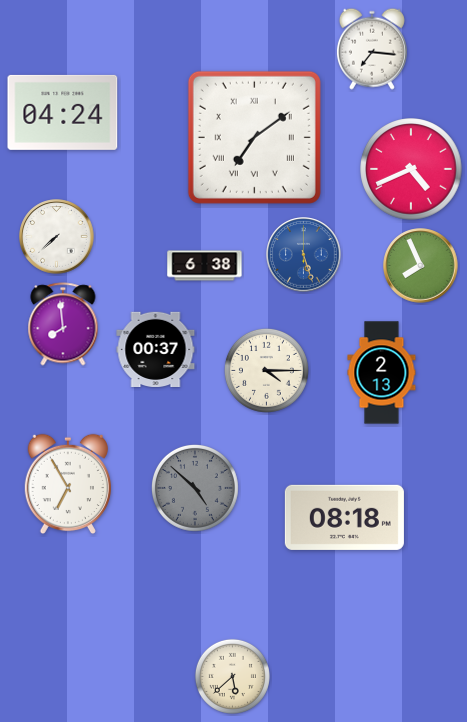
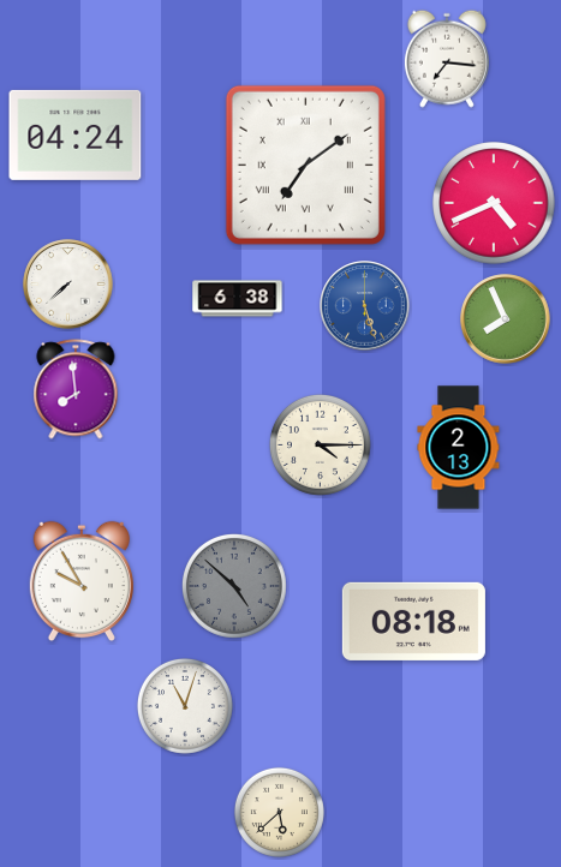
clock at (205, 266) position: (205, 266) -> (238, 299)
clock at (156, 349): 00:37 -> none
clock at (68, 484): 6:55 -> 9:55
clock at (185, 706): none -> 11:03
